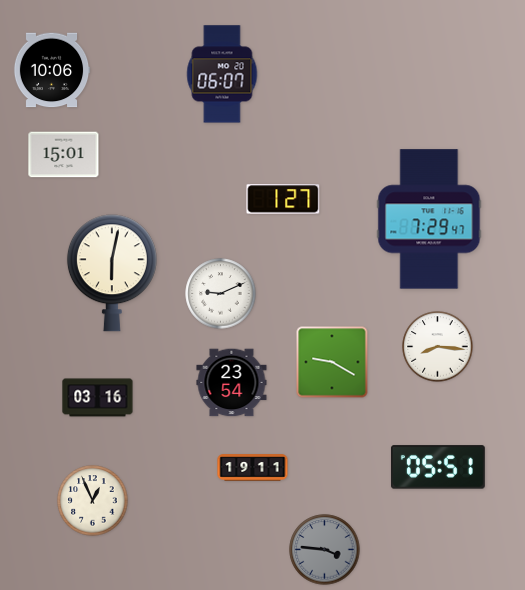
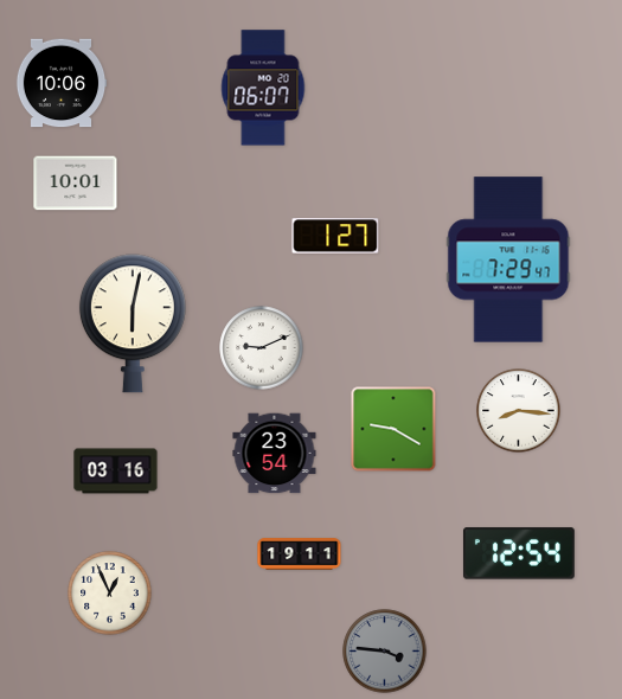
clock at (64, 155): 15:01 -> 10:01
clock at (438, 467): 05:51 -> 12:54
